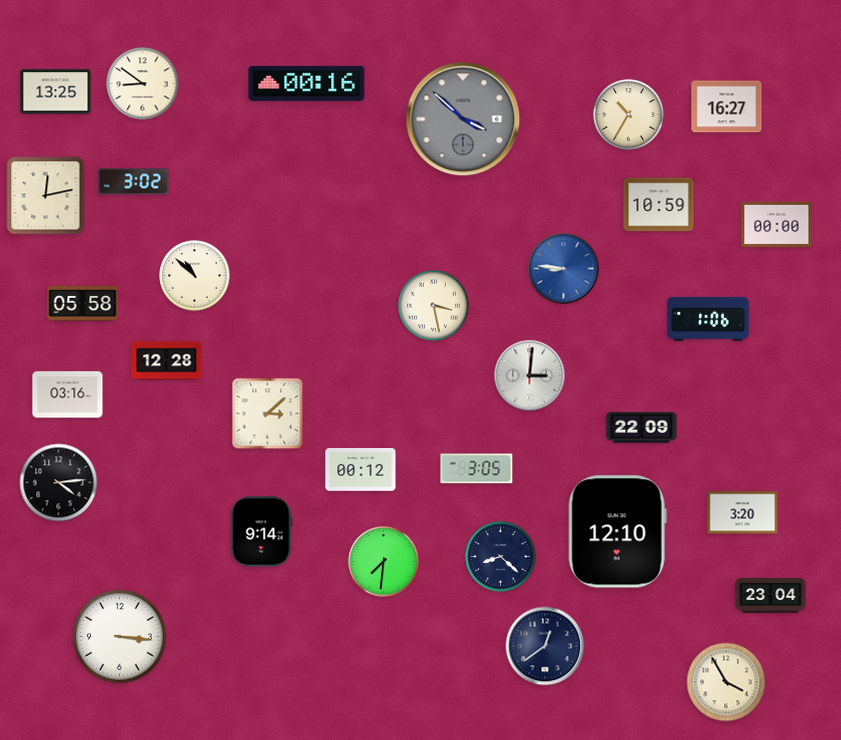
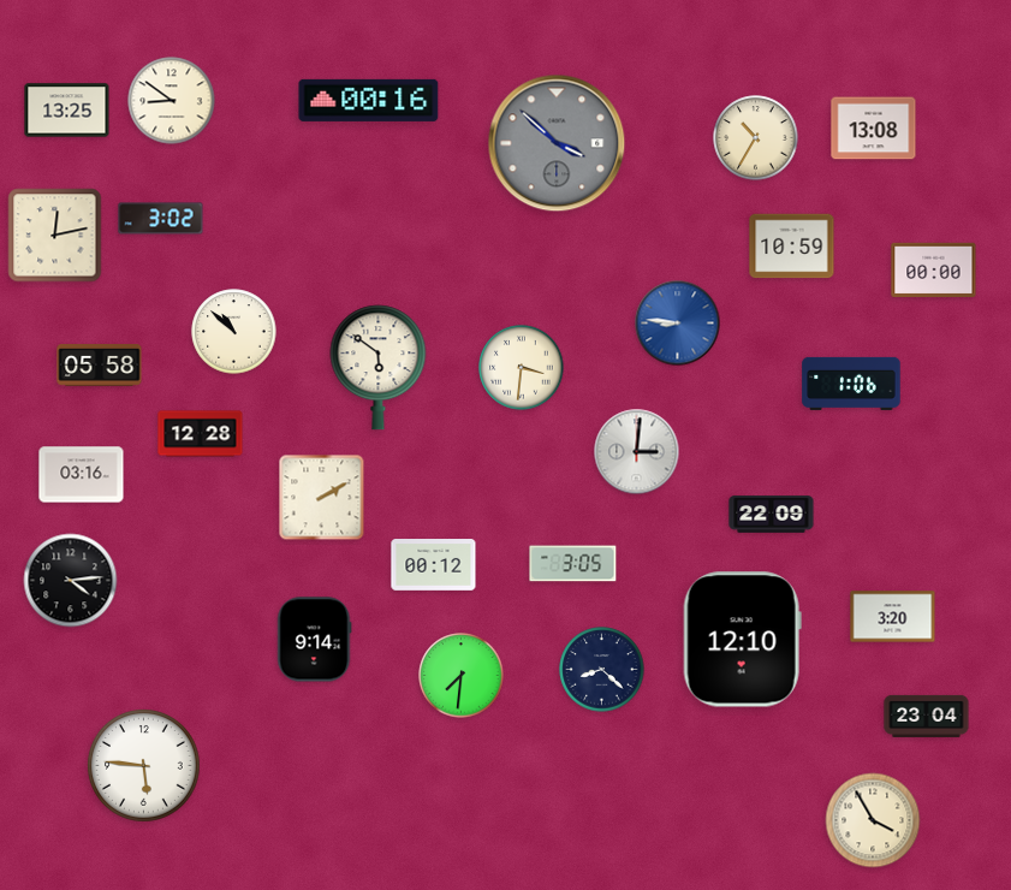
clock at (727, 107): 16:27 -> 13:08
clock at (379, 368): none -> 5:51
clock at (434, 306): 3:28 -> 3:31
clock at (268, 414): 3:08 -> 2:10
clock at (120, 637): 3:16 -> 5:46
clock at (545, 646): 12:39 -> none
